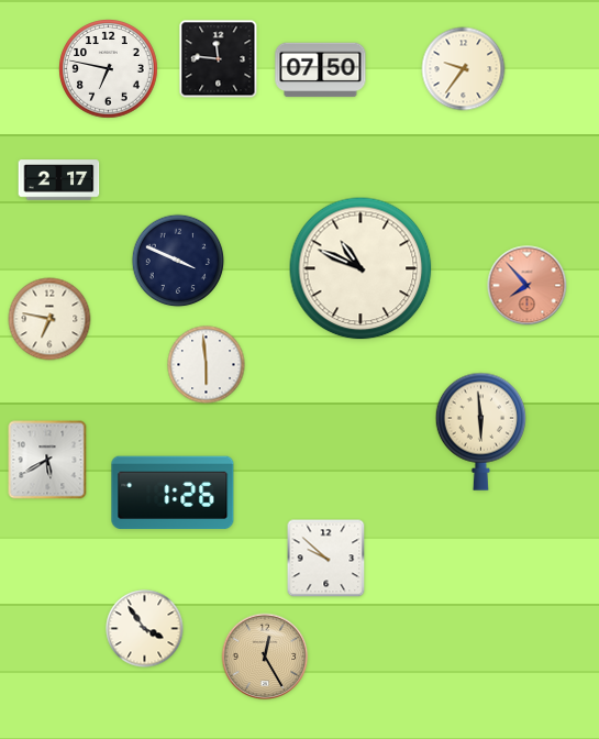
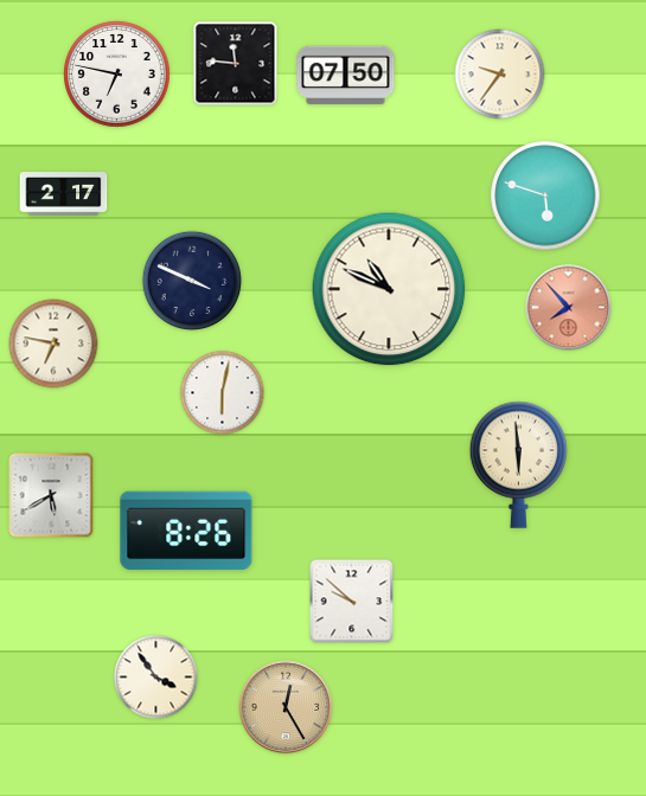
clock at (545, 195): none -> 5:48
clock at (207, 365): 5:59 -> 6:02
clock at (173, 493): 1:26 -> 8:26
